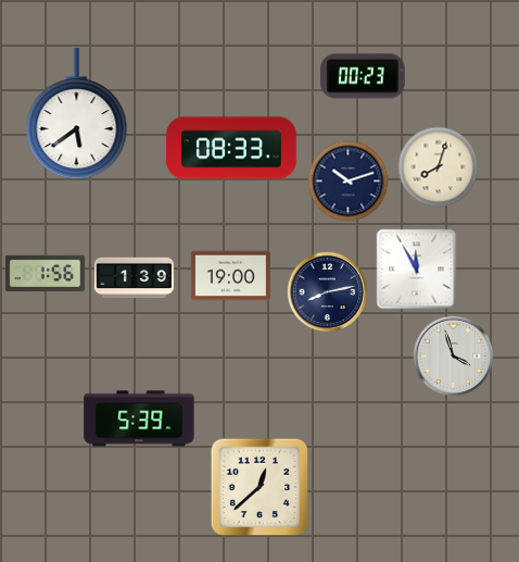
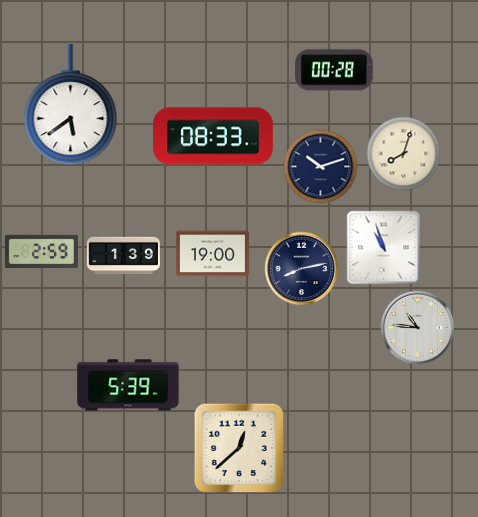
clock at (363, 76): 00:23 -> 00:28
clock at (417, 270): 11:55 -> 10:57
clock at (45, 274): 1:56 -> 2:59
clock at (454, 357): 3:57 -> 10:46
